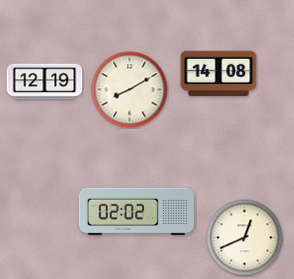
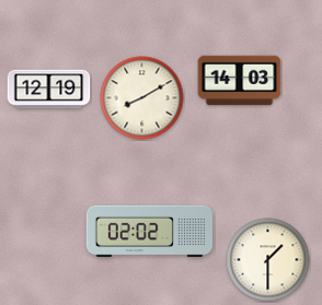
clock at (219, 74): 14:08 -> 14:03
clock at (245, 238): 12:41 -> 1:30
